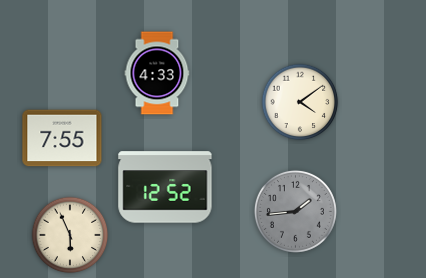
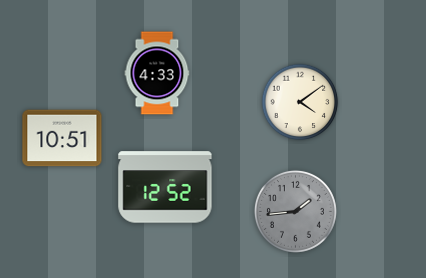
clock at (62, 138): 7:55 -> 10:51
clock at (70, 235): 5:56 -> none
